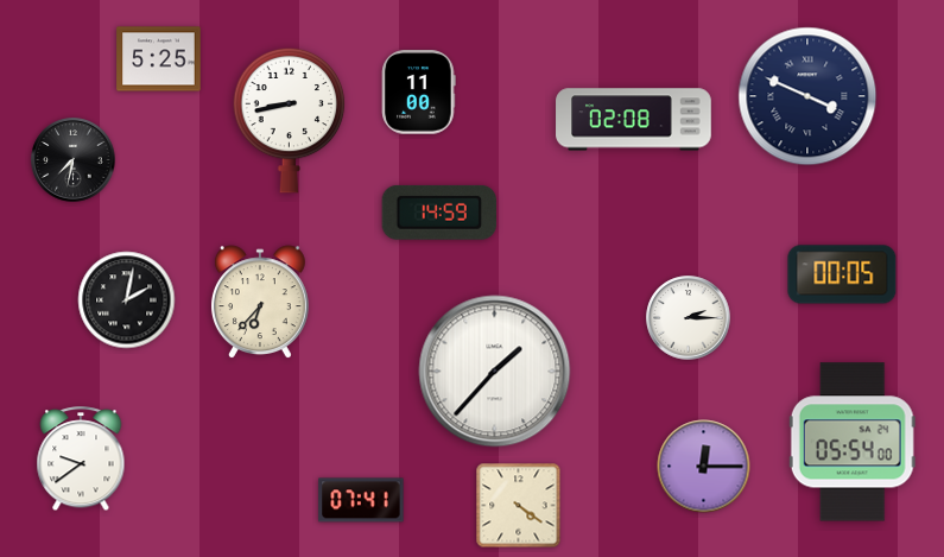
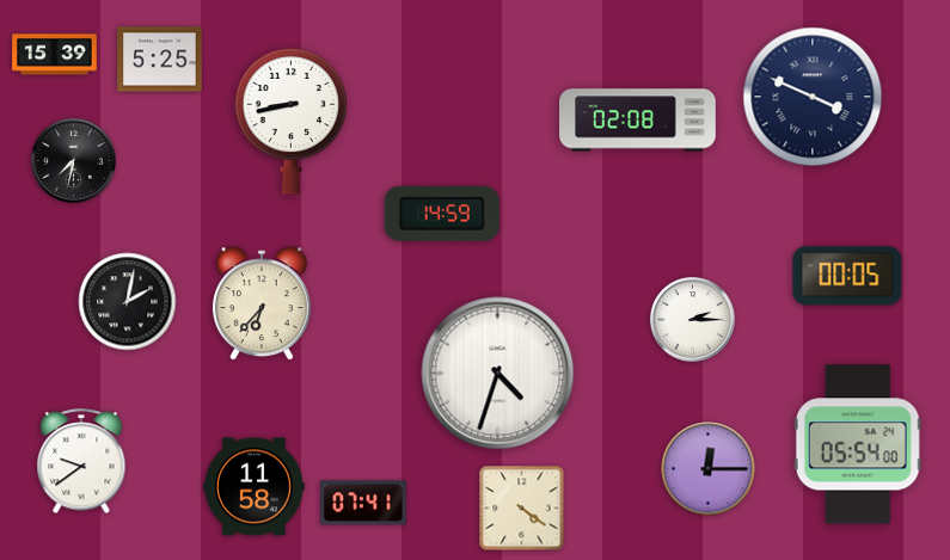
clock at (55, 55): none -> 15:39
clock at (419, 93): 11:00 -> none
clock at (495, 372): 1:37 -> 4:33
clock at (255, 487): none -> 11:58
